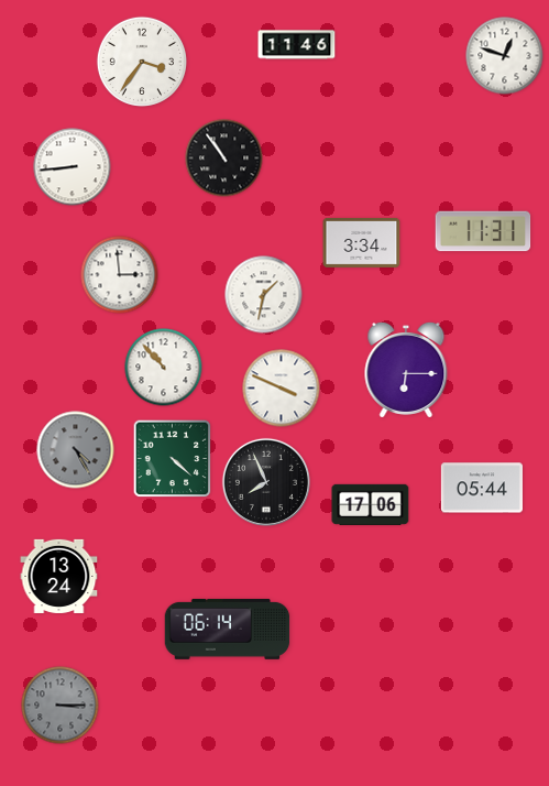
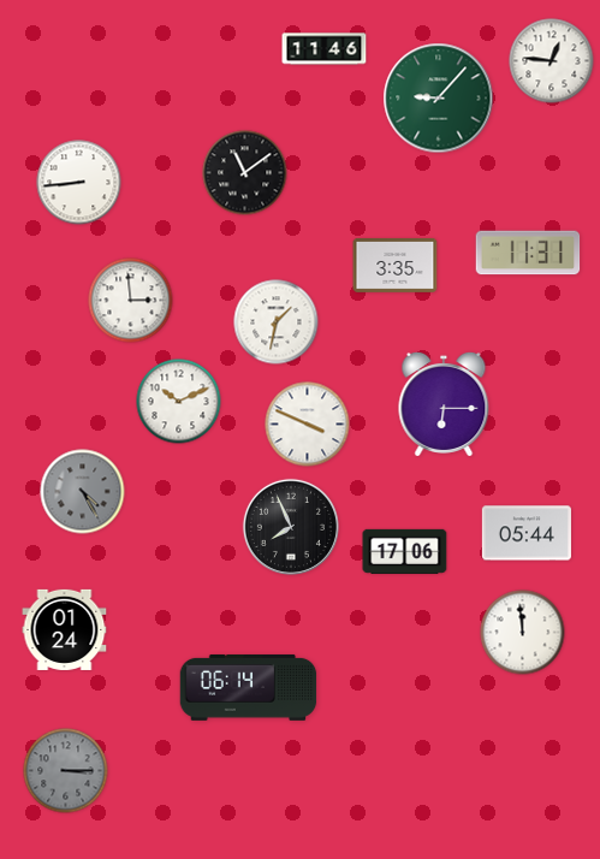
clock at (505, 56): 12:48 -> 12:46
clock at (142, 62): 3:36 -> none
clock at (439, 99): none -> 9:07
clock at (224, 159): 10:54 -> 11:09
clock at (362, 243): 3:34 -> 3:35
clock at (264, 295) position: (264, 295) -> (277, 322)
clock at (164, 368): 10:53 -> 10:11
clock at (173, 459): 4:22 -> none
clock at (59, 576): 13:24 -> 01:24
clock at (523, 633): none -> 11:59
